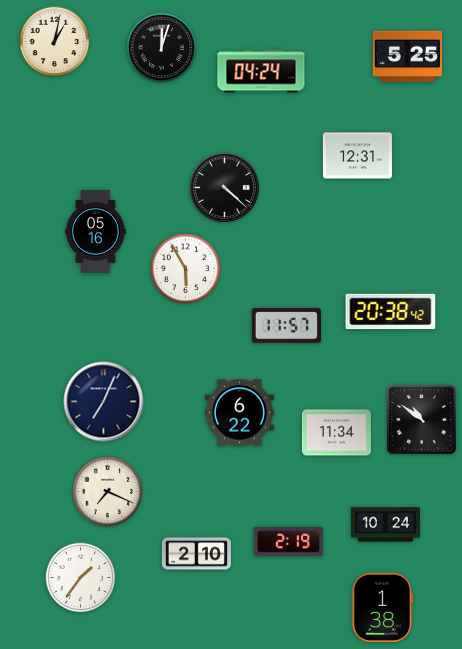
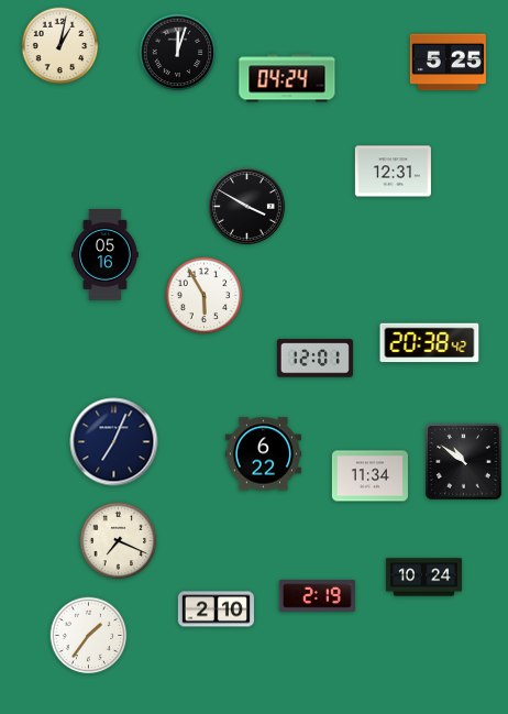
clock at (224, 187): 4:22 -> 3:50
clock at (286, 326): 11:57 -> 12:01
clock at (382, 607): 1:38 -> none
